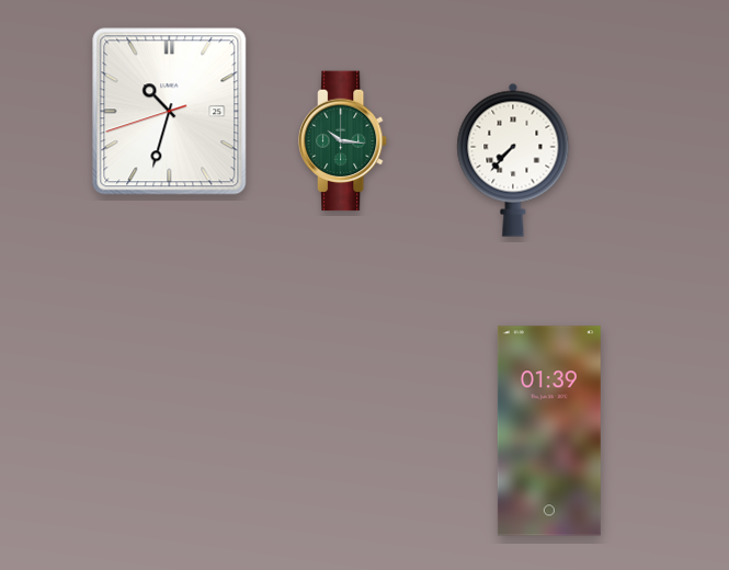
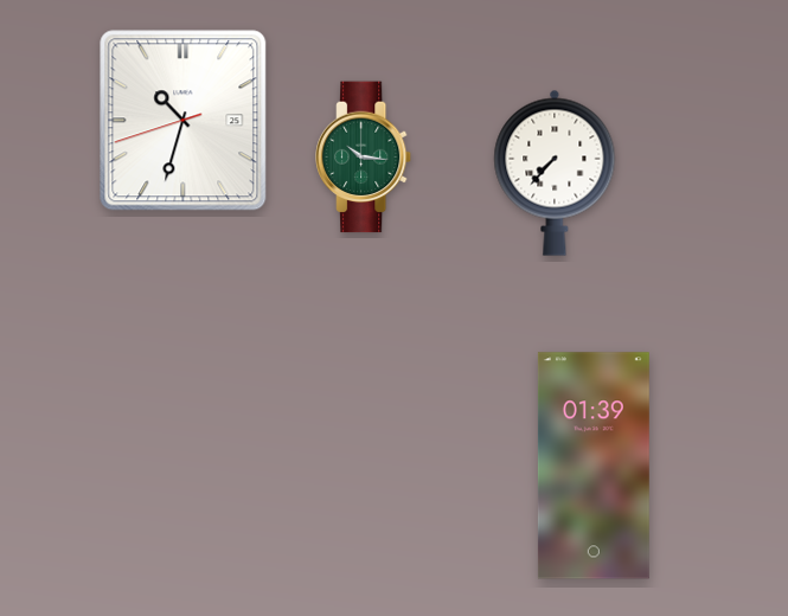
clock at (344, 141) position: (344, 141) -> (365, 158)
